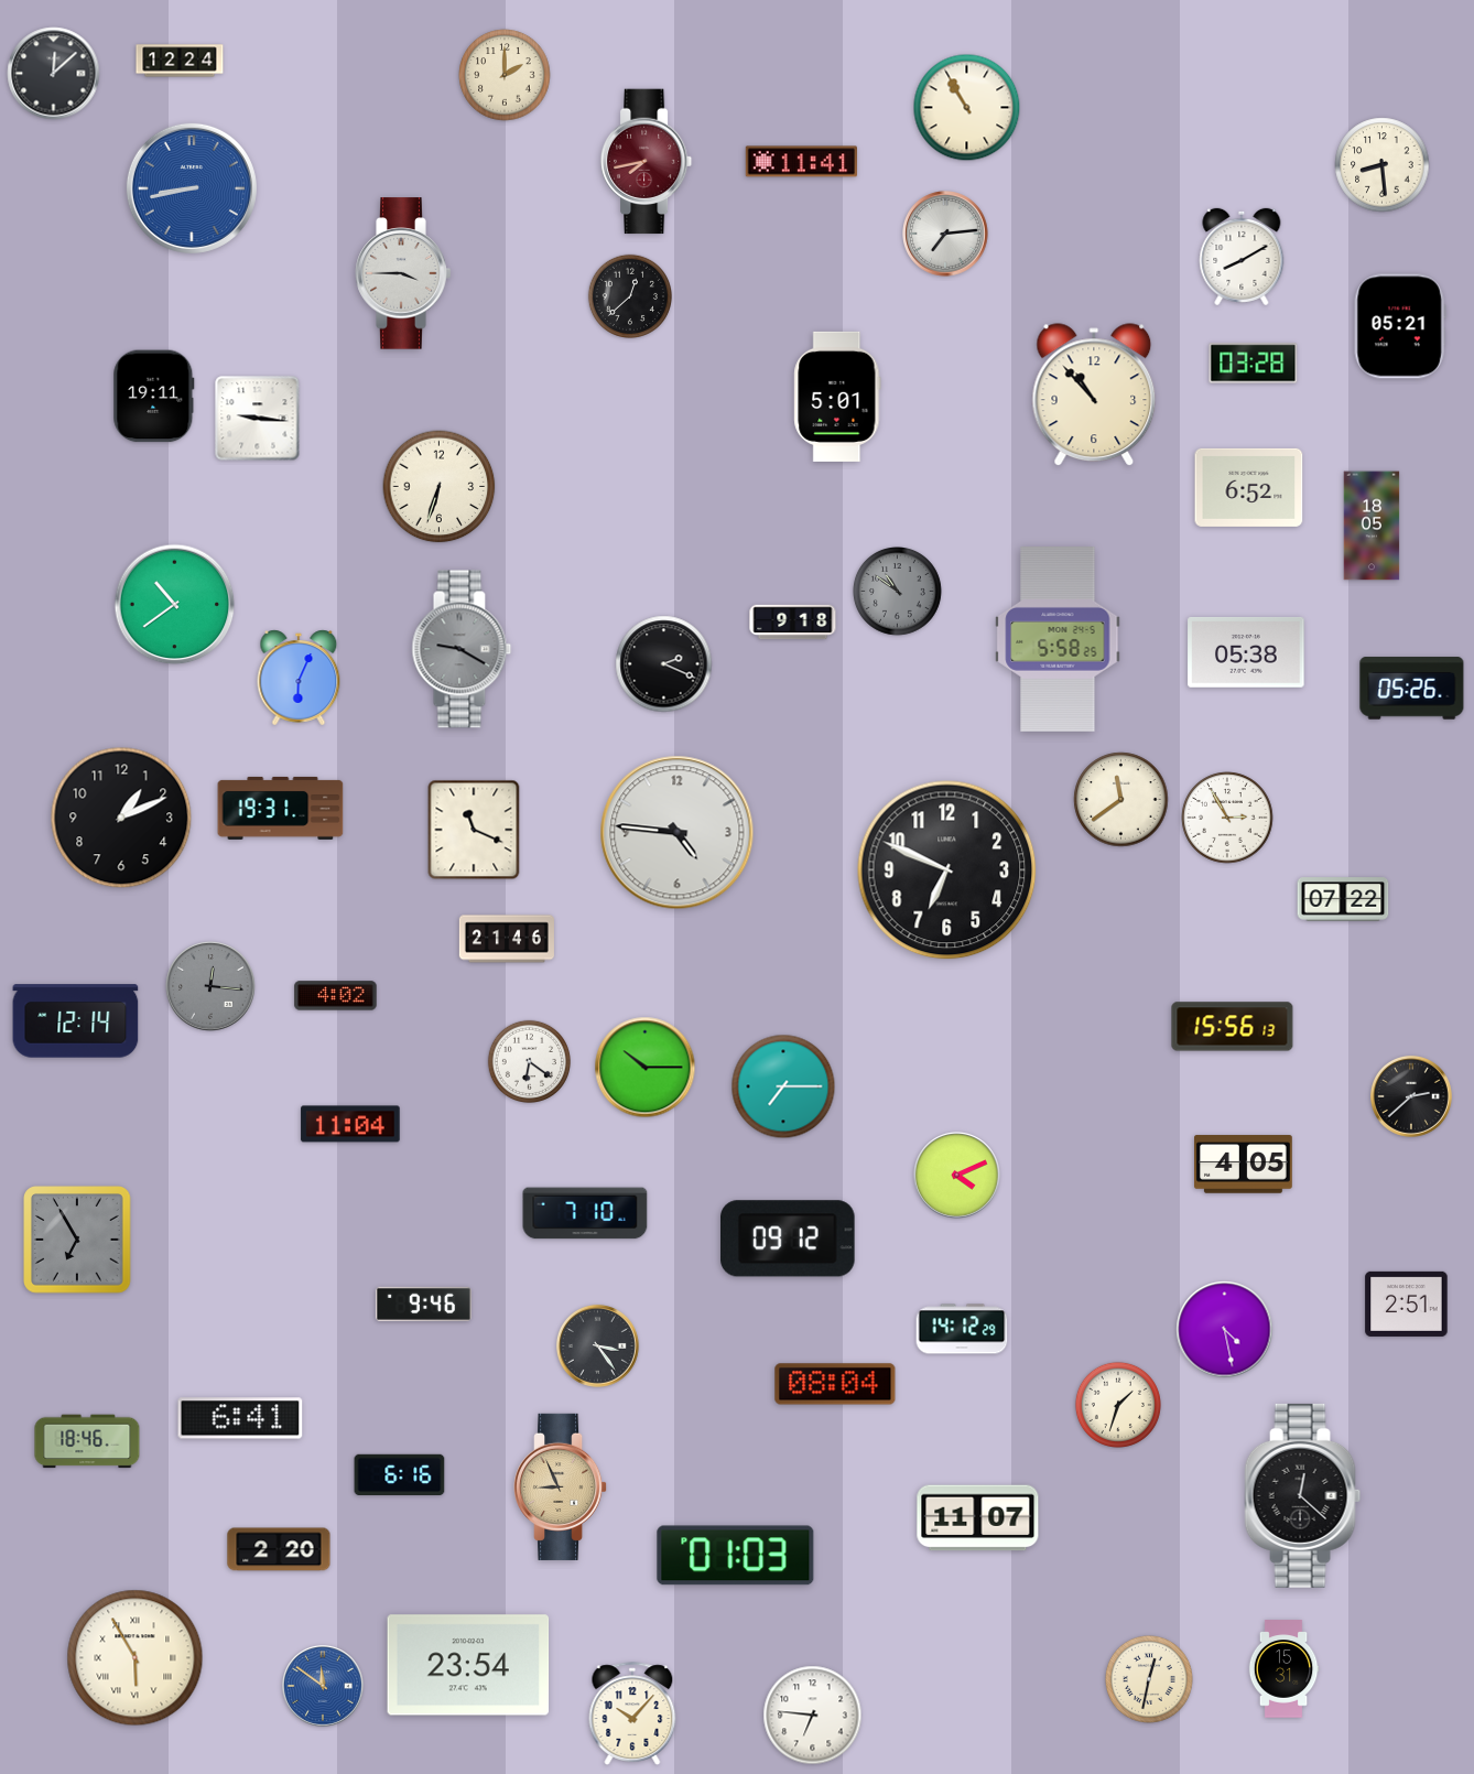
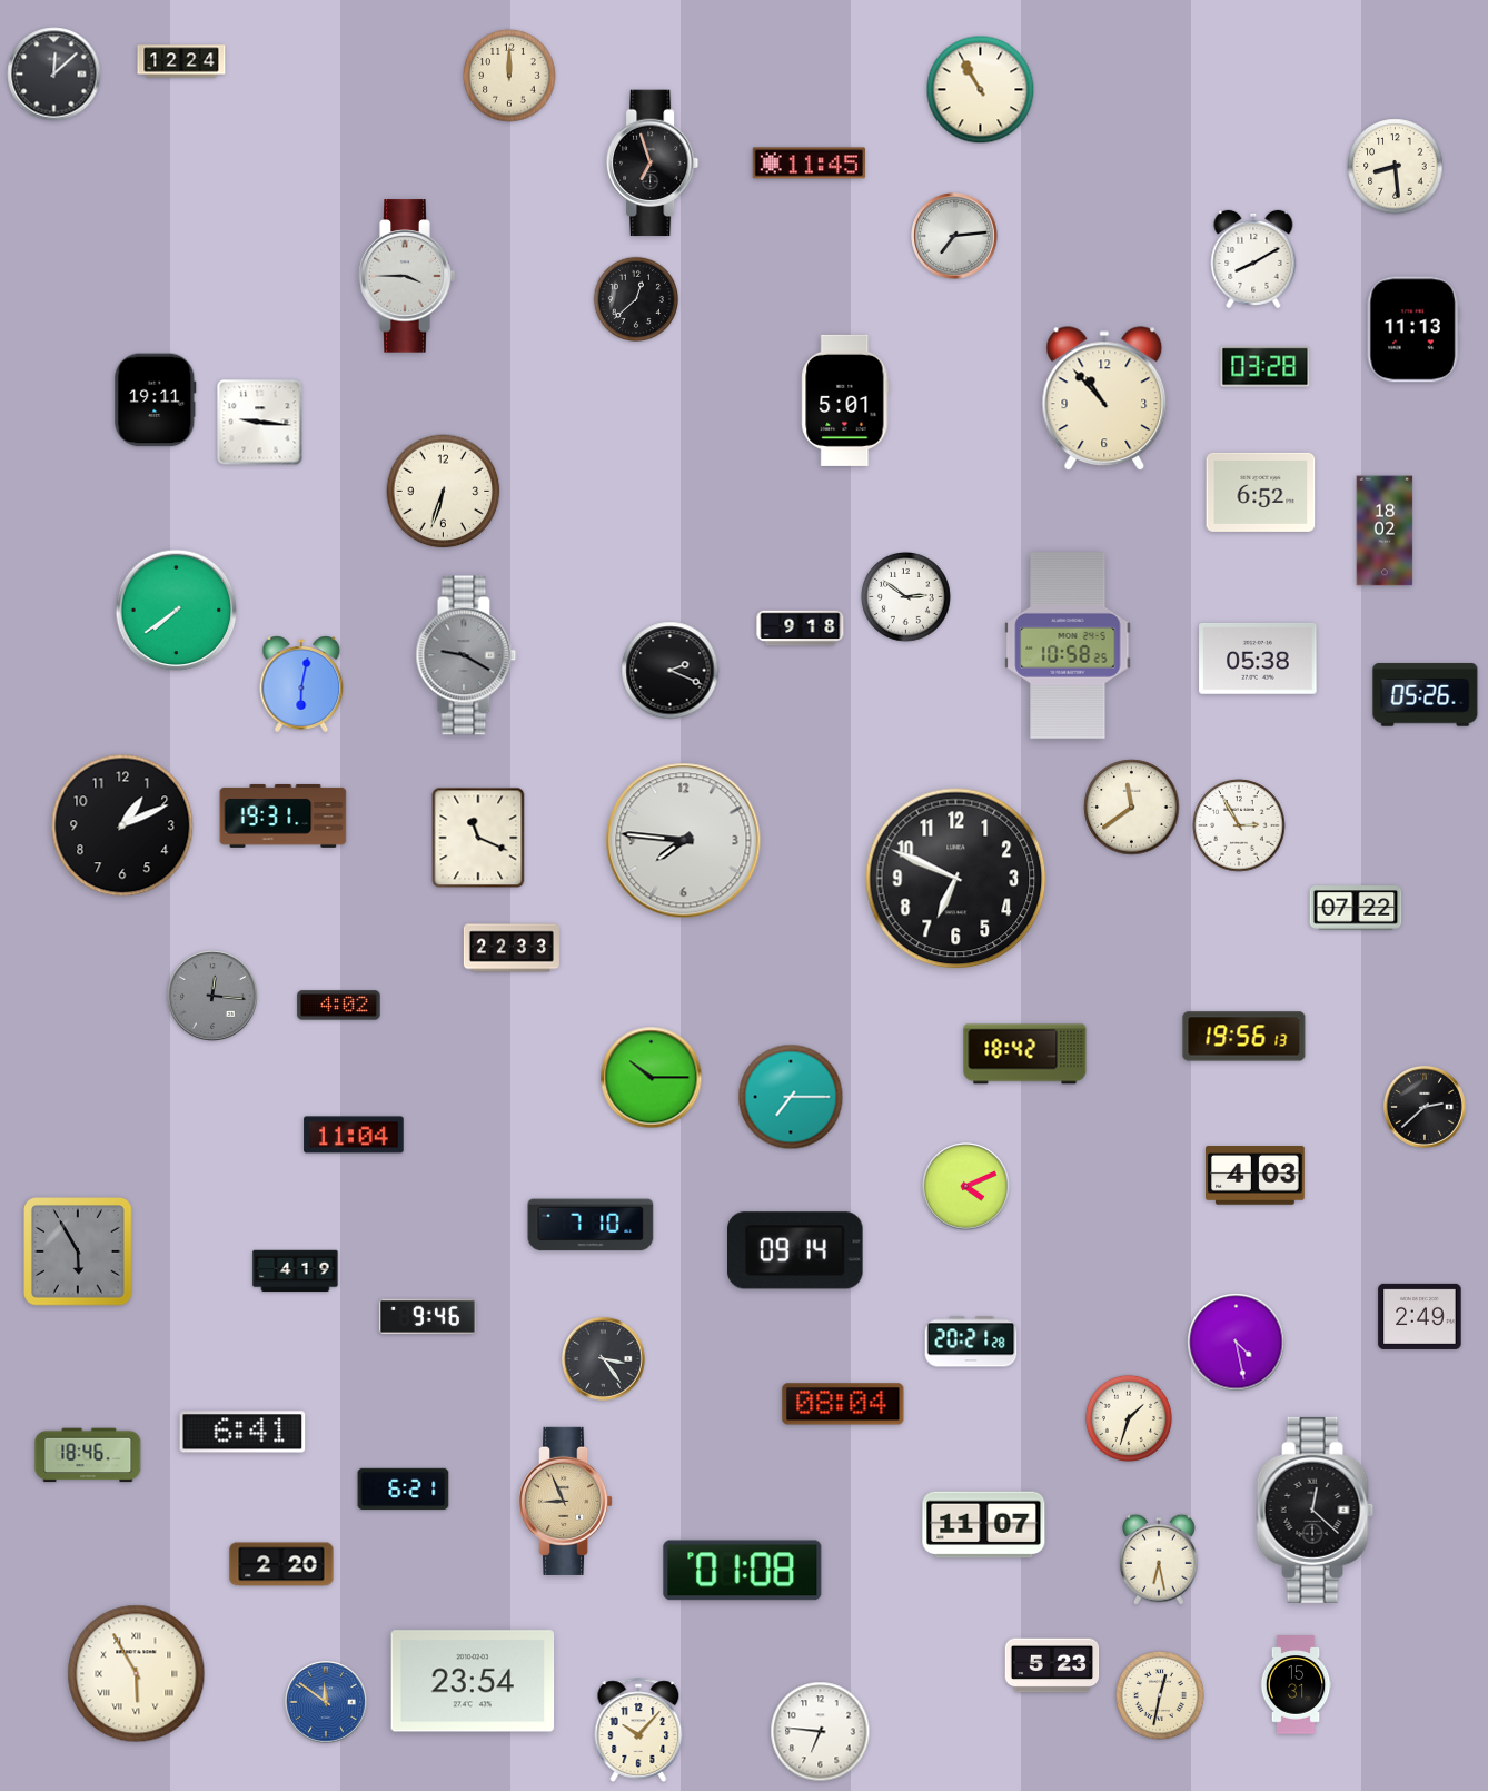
clock at (505, 75): 2:00 -> 12:00
clock at (967, 108) position: (967, 108) -> (981, 90)
clock at (647, 162): 7:43 -> 6:57
clock at (647, 162) dial: burgundy -> black
clock at (801, 162): 11:41 -> 11:45
clock at (192, 188): 8:43 -> none
clock at (1400, 326): 05:21 -> 11:13
clock at (1372, 526): 18:05 -> 18:02
clock at (898, 592): 10:51 -> 2:51
clock at (898, 592) dial: grey -> white
clock at (175, 605): 10:39 -> 7:39
clock at (1058, 640): 5:58 -> 10:58
clock at (299, 678): 6:04 -> 6:02
clock at (678, 833): 4:46 -> 7:46
clock at (507, 939): 21:46 -> 22:33
clock at (76, 1021): 12:14 -> none
clock at (1233, 1027): 15:56 -> 19:56
clock at (1025, 1055): none -> 18:42
clock at (530, 1062): 6:21 -> none
clock at (1244, 1165): 4:05 -> 4:03
clock at (789, 1238): 09:12 -> 09:14
clock at (78, 1241): 6:55 -> 5:55
clock at (296, 1271): none -> 4:19
clock at (1407, 1304): 2:51 -> 2:49
clock at (962, 1329): 14:12 -> 20:21
clock at (835, 1384) position: (835, 1384) -> (843, 1404)
clock at (400, 1474): 6:16 -> 6:21
clock at (978, 1518) position: (978, 1518) -> (984, 1525)
clock at (1159, 1560): none -> 6:28
clock at (736, 1556): 01:03 -> 01:08
clock at (1052, 1665): none -> 5:23
